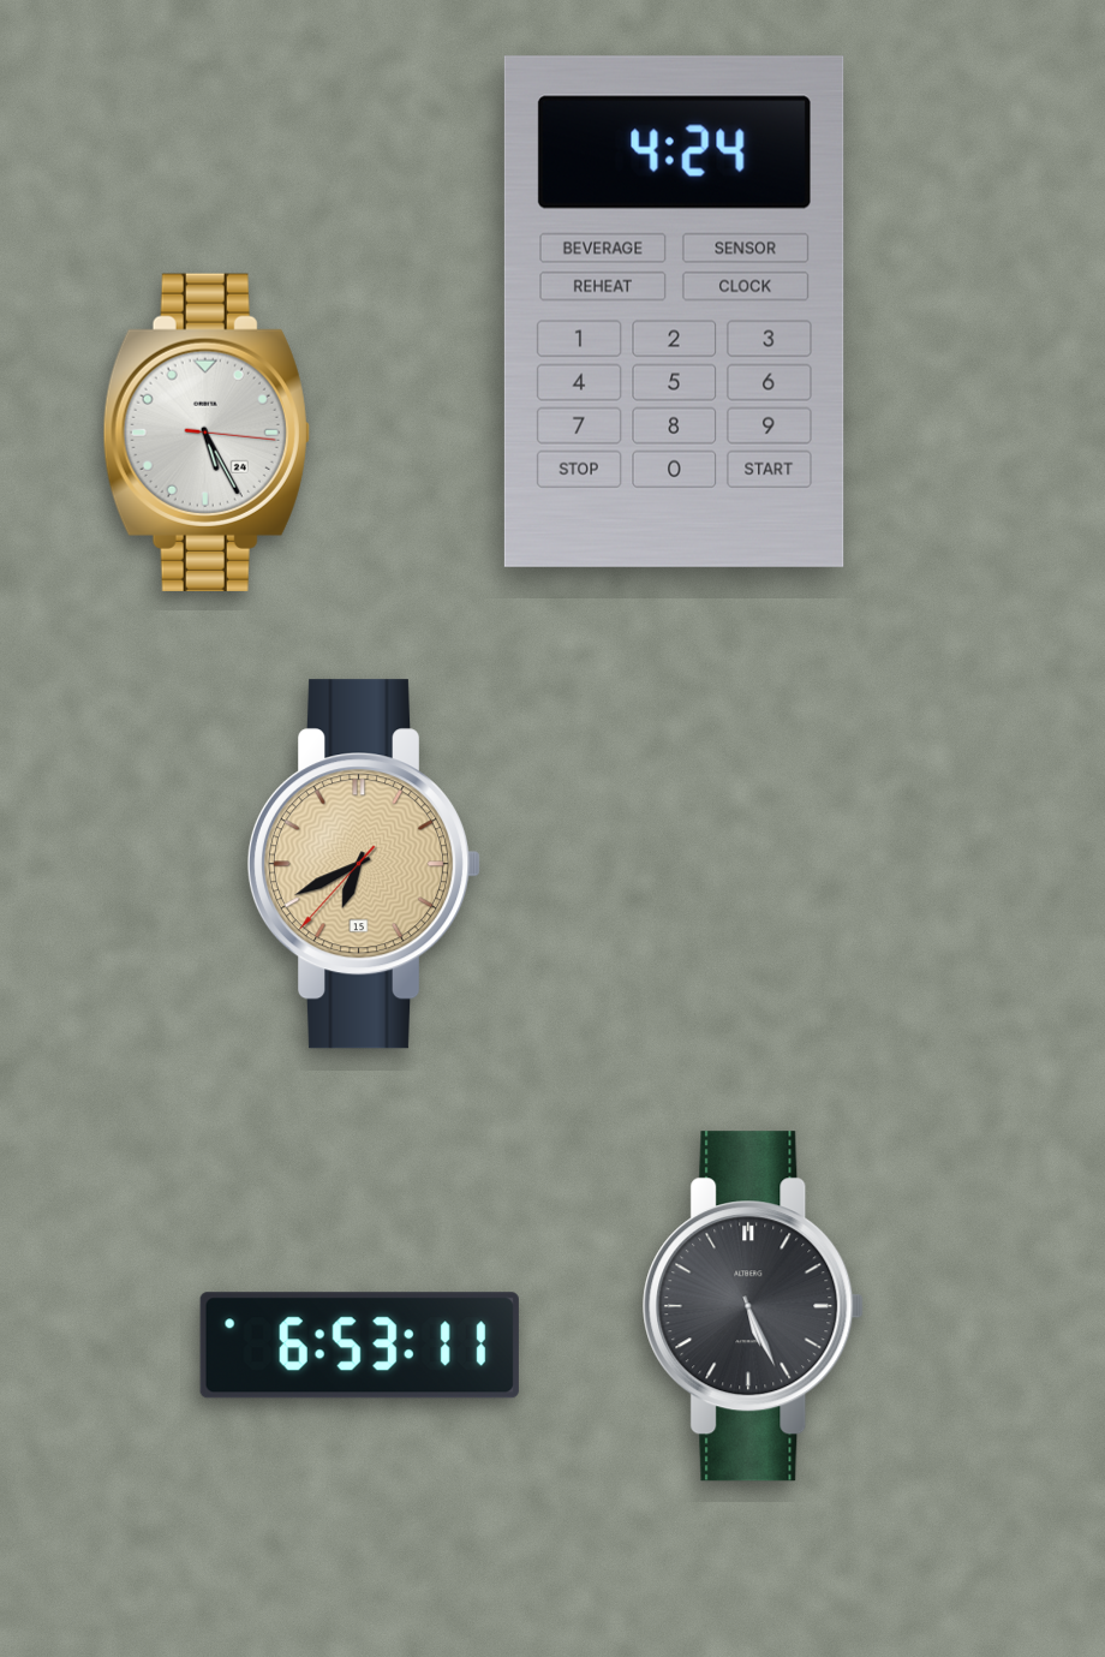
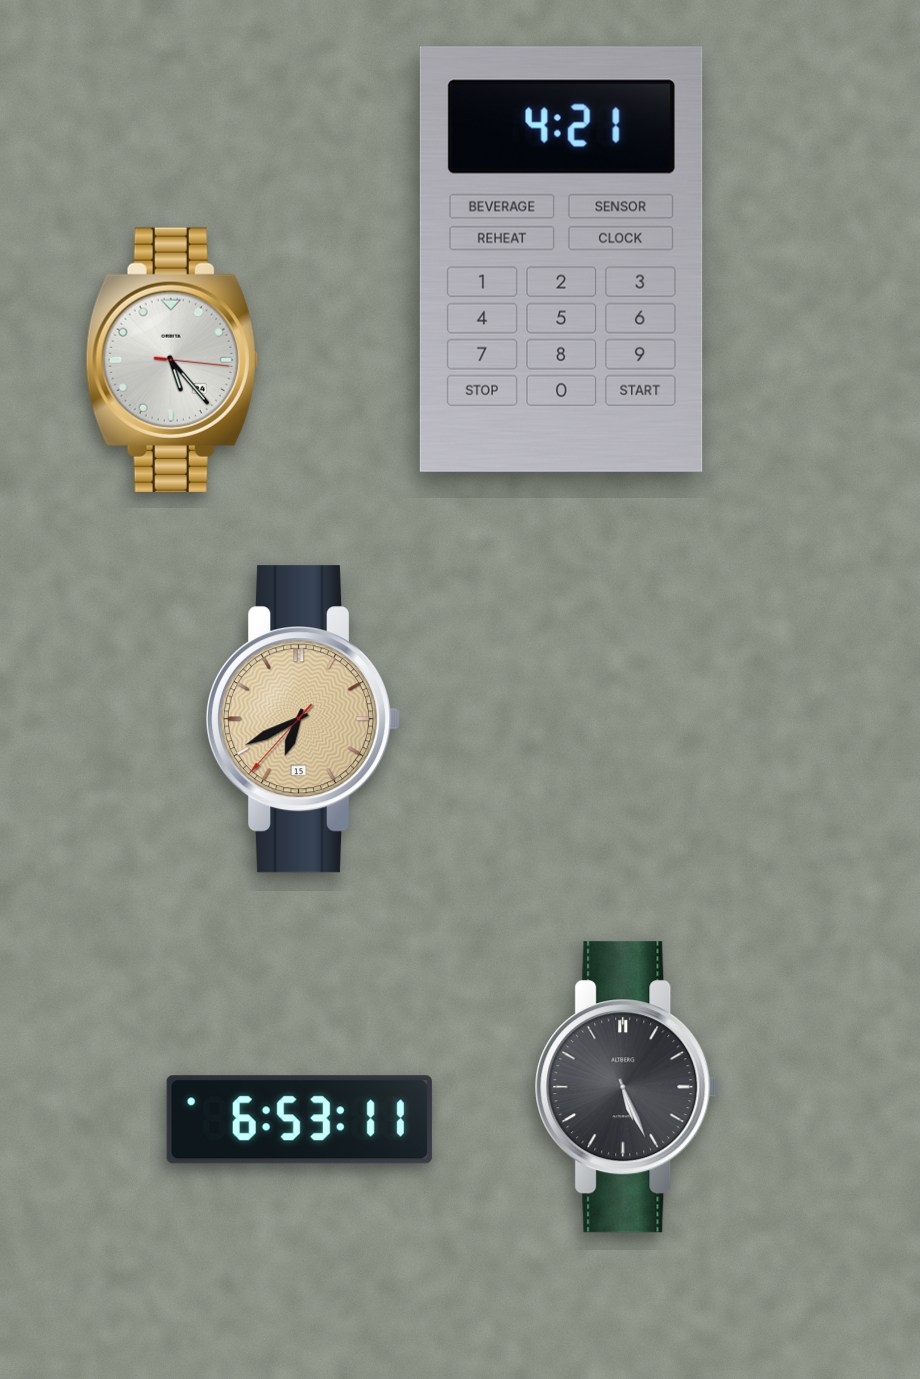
clock at (674, 311): 4:24 -> 4:21
clock at (207, 433): 5:25 -> 5:23
